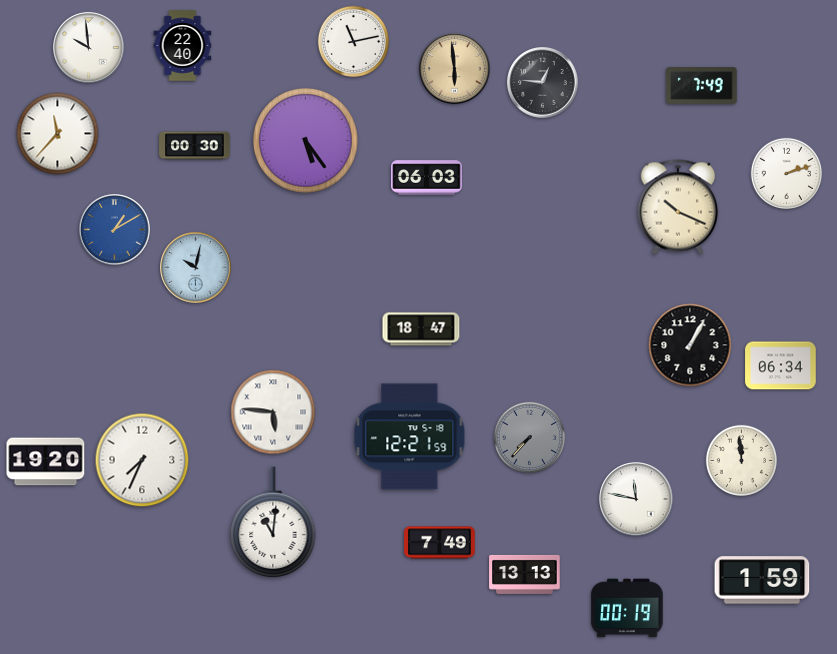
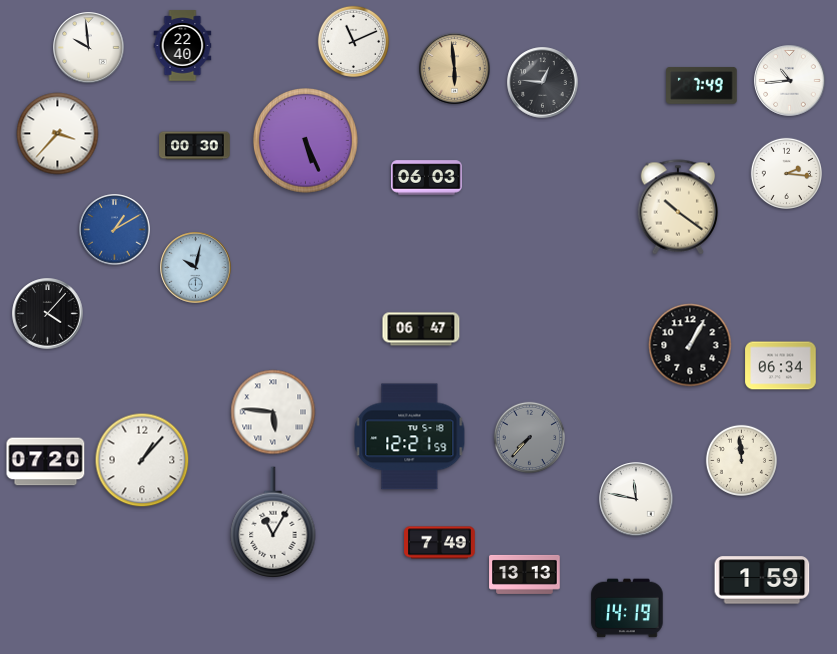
clock at (353, 41): 11:13 -> 11:11
clock at (790, 81): none -> 10:44
clock at (58, 134): 11:37 -> 3:37
clock at (306, 141): 5:24 -> 5:26
clock at (786, 173): 2:12 -> 2:16
clock at (678, 207): 10:19 -> 10:21
clock at (48, 314): none -> 4:07
clock at (421, 329): 18:47 -> 06:47
clock at (142, 460): 7:34 -> 1:07
clock at (46, 462): 19:20 -> 07:20
clock at (273, 522): 11:01 -> 11:05
clock at (627, 608): 00:19 -> 14:19
